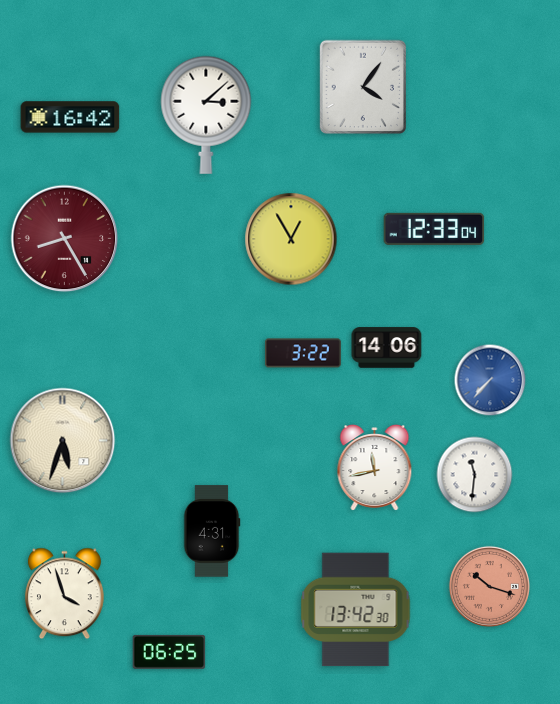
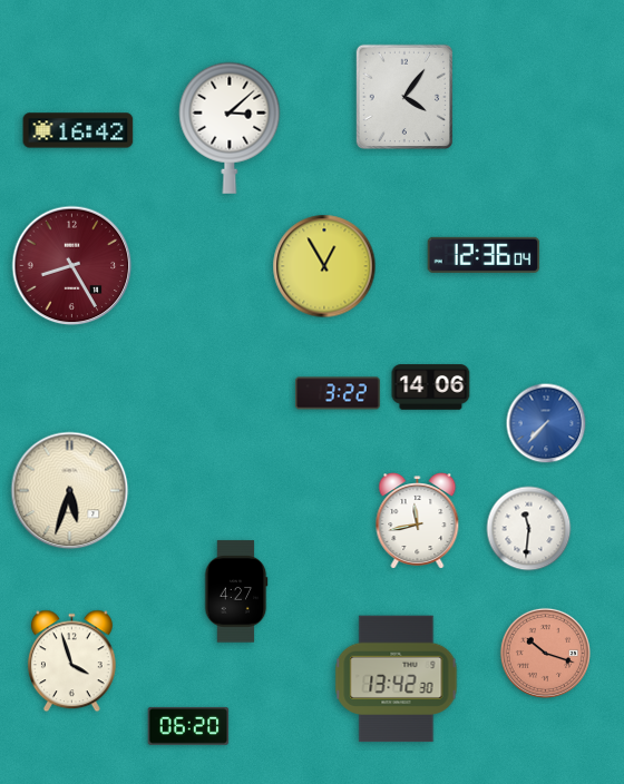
clock at (434, 229): 12:33 -> 12:36
clock at (212, 531): 4:31 -> 4:27
clock at (169, 652): 06:25 -> 06:20
